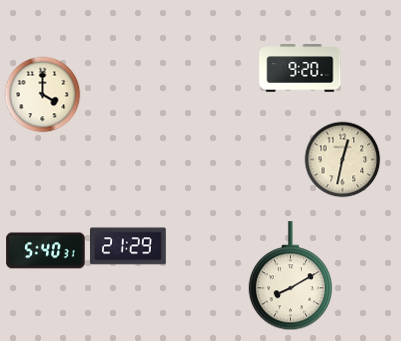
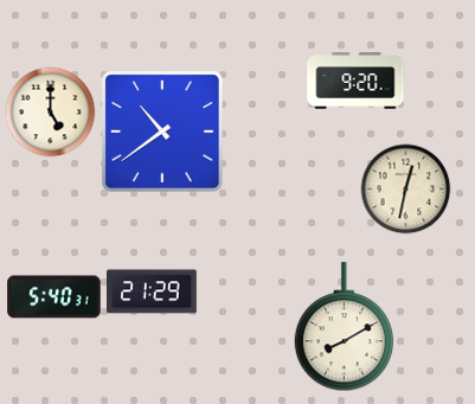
clock at (43, 95): 4:00 -> 5:00
clock at (163, 133): none -> 10:39
